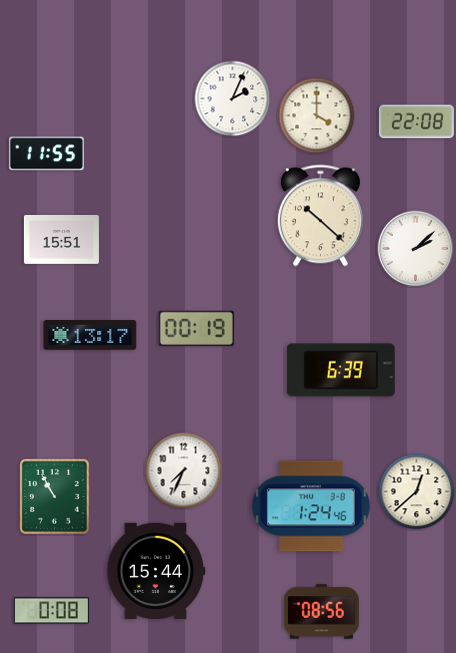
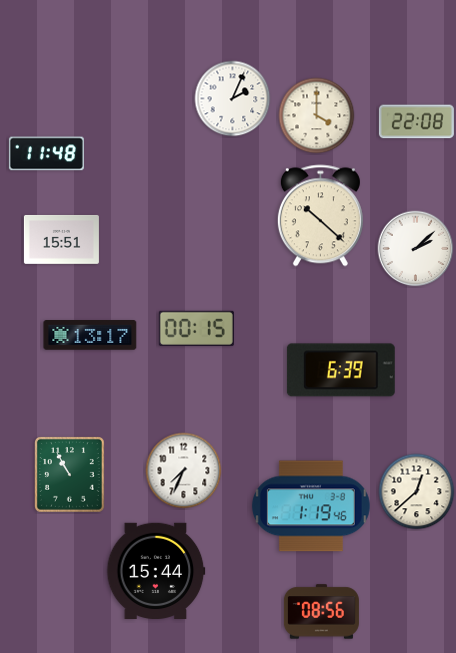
clock at (46, 154): 11:55 -> 11:48
clock at (196, 328): 00:19 -> 00:15
clock at (55, 497) position: (55, 497) -> (70, 475)
clock at (311, 506): 1:24 -> 1:19
clock at (51, 611): 0:08 -> none
